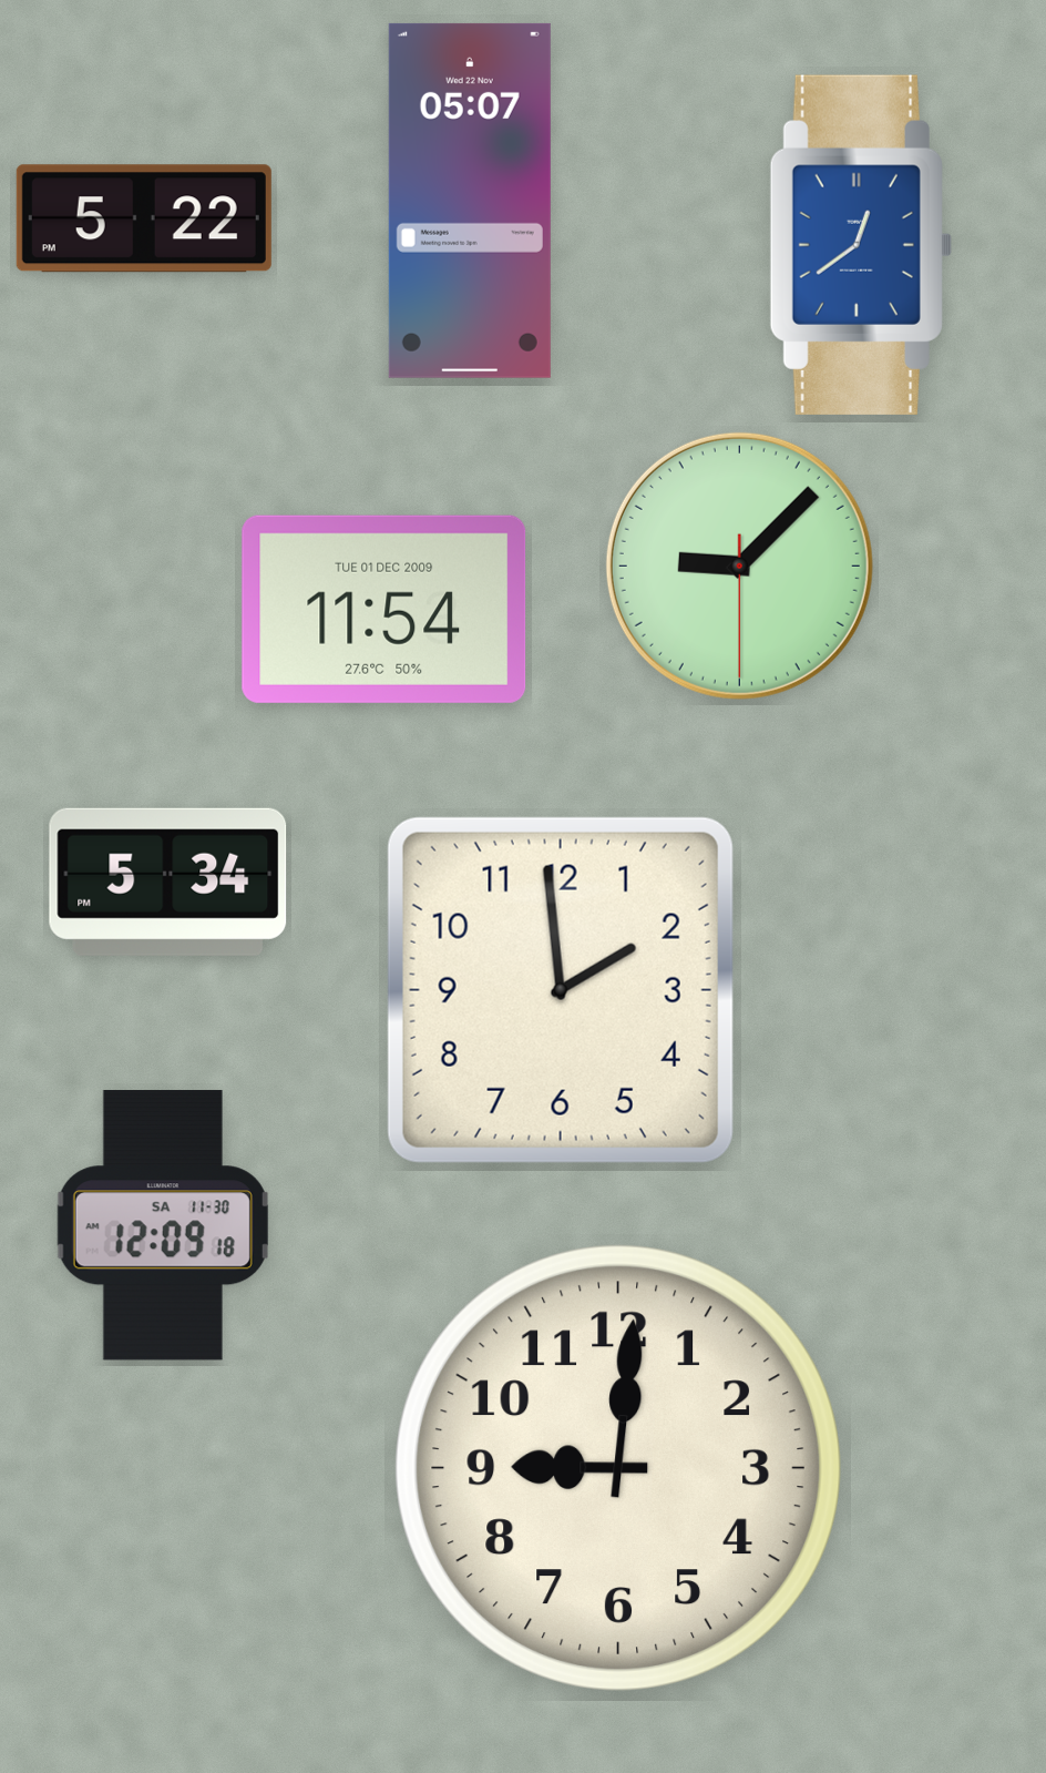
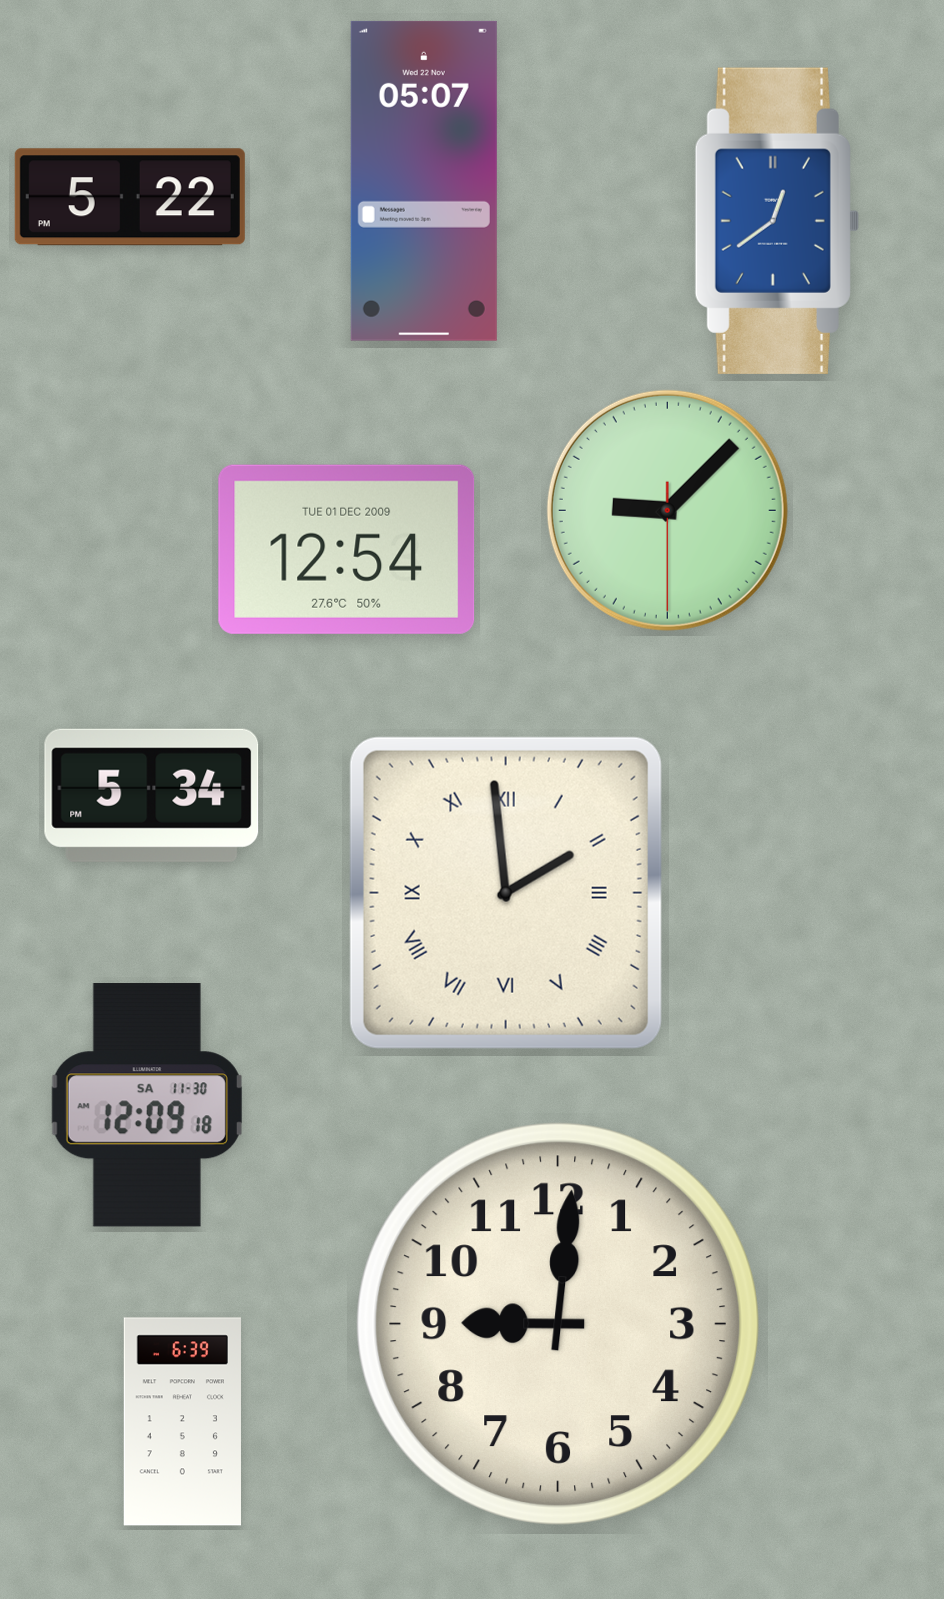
clock at (384, 609): 11:54 -> 12:54
clock at (561, 990) numerals: Arabic -> Roman
clock at (182, 1422): none -> 6:39
